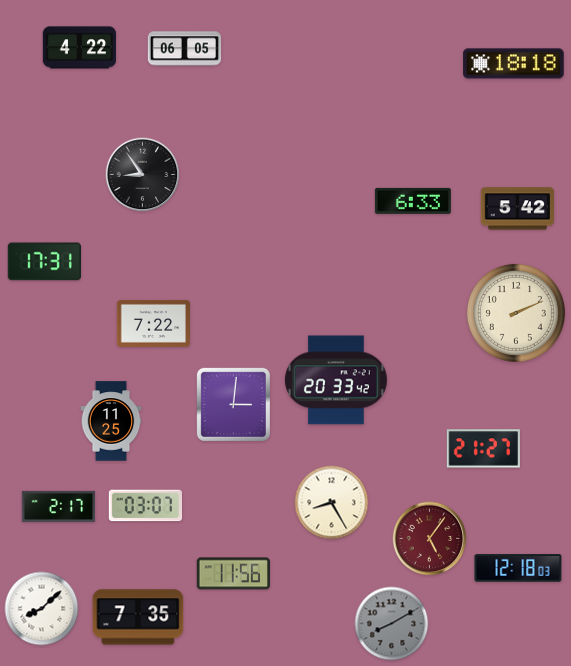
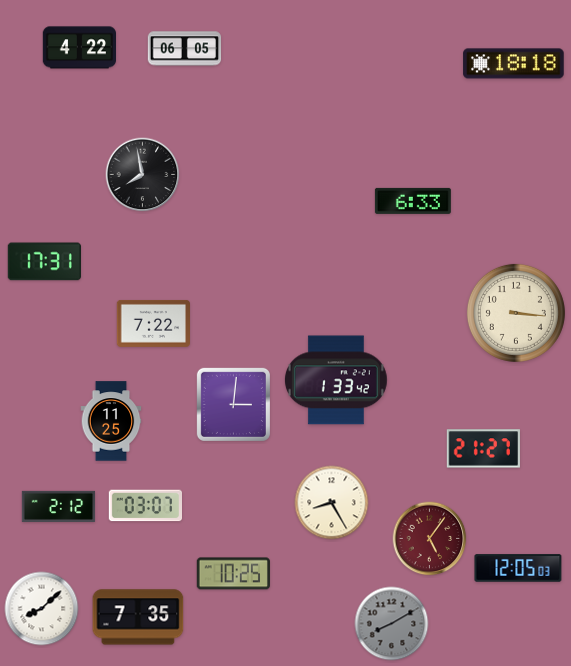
clock at (143, 175): 8:54 -> 7:58
clock at (517, 209): 5:42 -> none
clock at (516, 313): 2:11 -> 3:16
clock at (336, 380): 20:33 -> 1:33
clock at (59, 506): 2:17 -> 2:12
clock at (518, 568): 12:18 -> 12:05
clock at (233, 574): 11:56 -> 10:25
